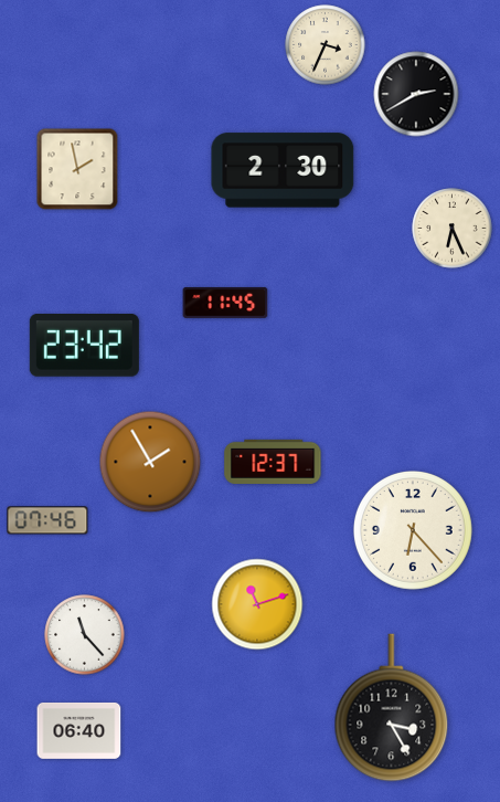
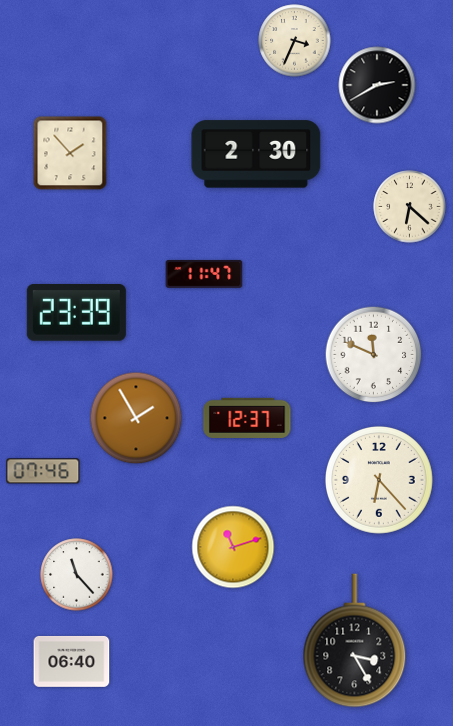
clock at (77, 169): 1:58 -> 1:53
clock at (453, 229): 6:26 -> 6:22
clock at (225, 303): 11:45 -> 11:47
clock at (84, 346): 23:42 -> 23:39
clock at (374, 355): none -> 11:49
clock at (413, 530) position: (413, 530) -> (379, 480)
